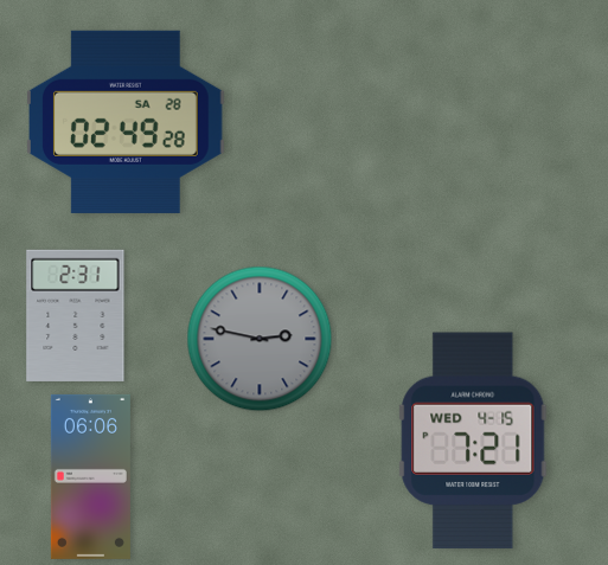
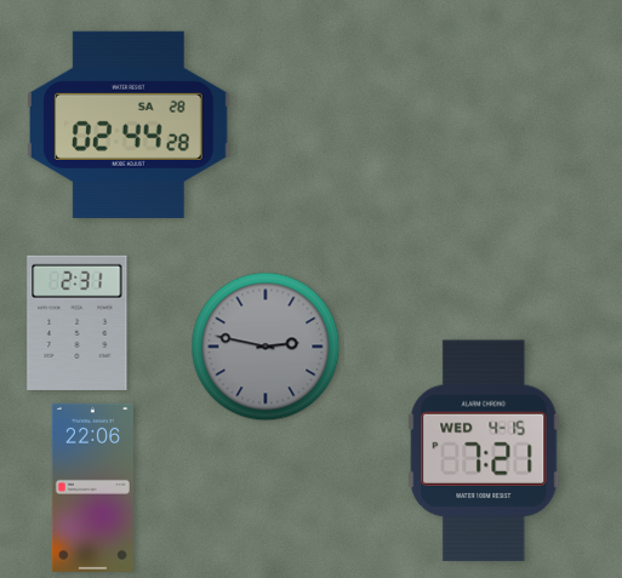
clock at (127, 122): 02:49 -> 02:44
clock at (90, 476): 06:06 -> 22:06
